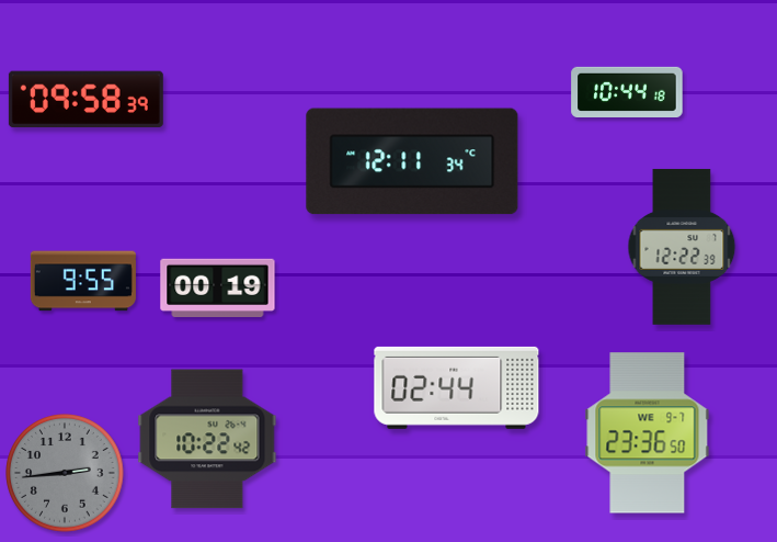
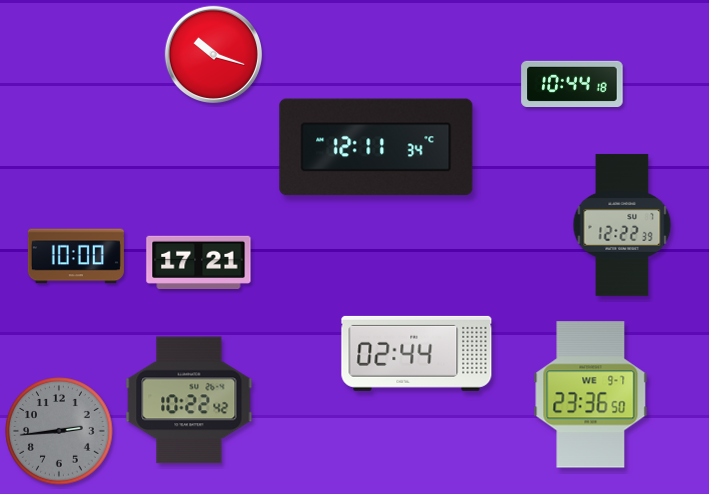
clock at (213, 54): none -> 10:18
clock at (85, 100): 09:58 -> none
clock at (83, 281): 9:55 -> 10:00
clock at (218, 289): 00:19 -> 17:21
